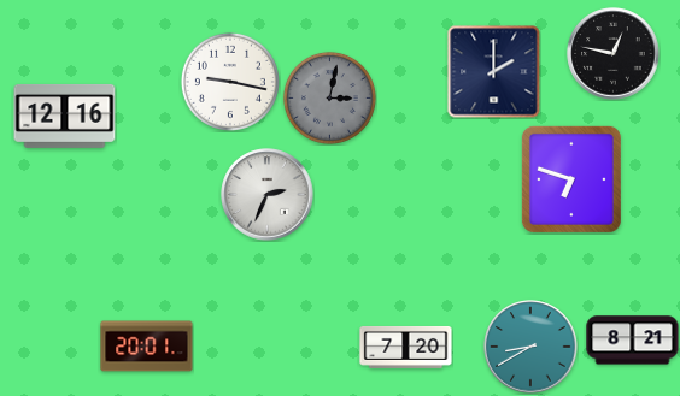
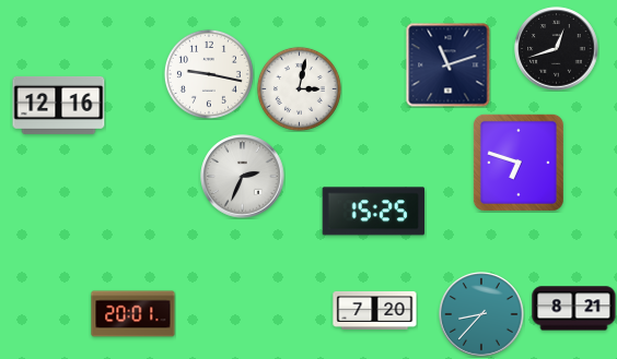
clock at (614, 54): 12:47 -> 12:42
clock at (494, 72): 2:00 -> 11:12
clock at (329, 97) dial: grey -> white
clock at (374, 212): none -> 15:25
clock at (406, 347) position: (406, 347) -> (375, 310)
clock at (530, 347): 8:40 -> 8:37
